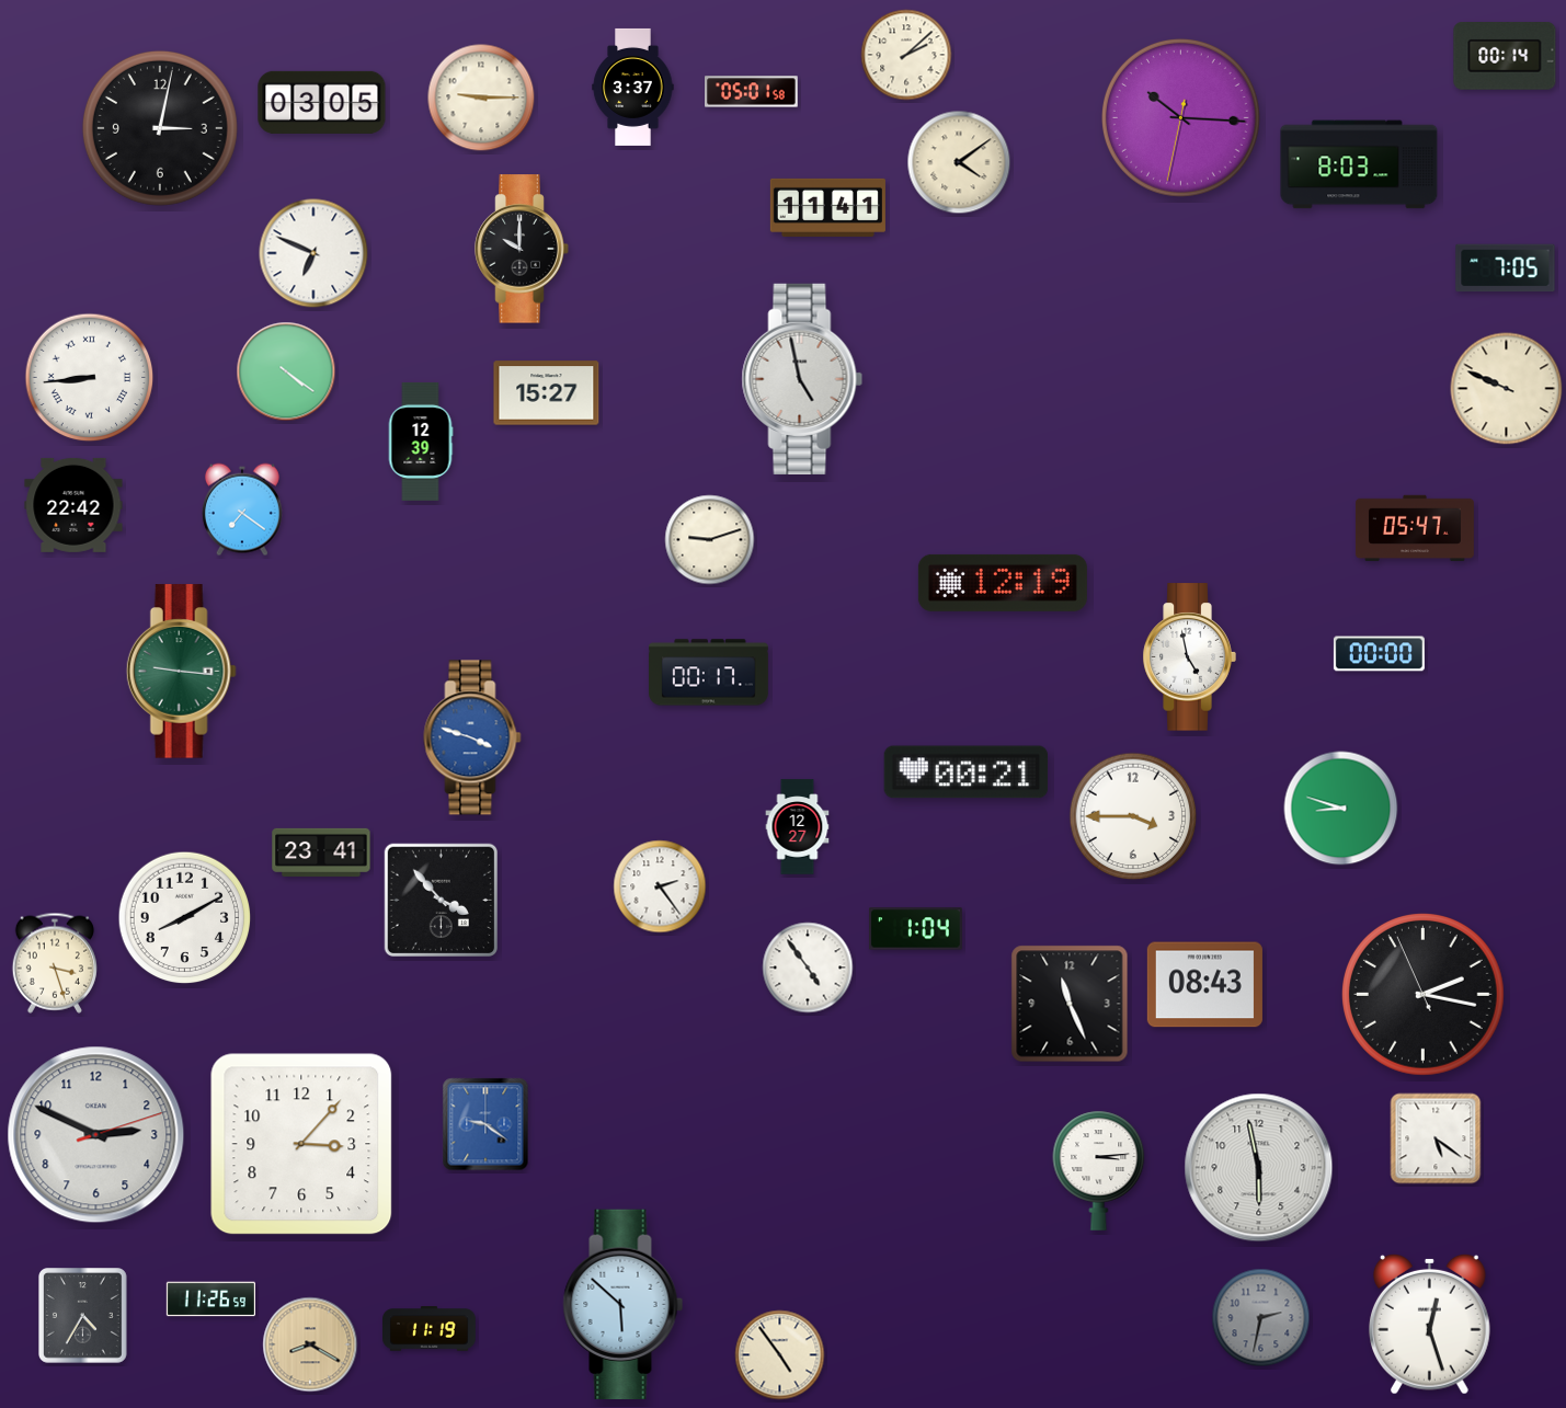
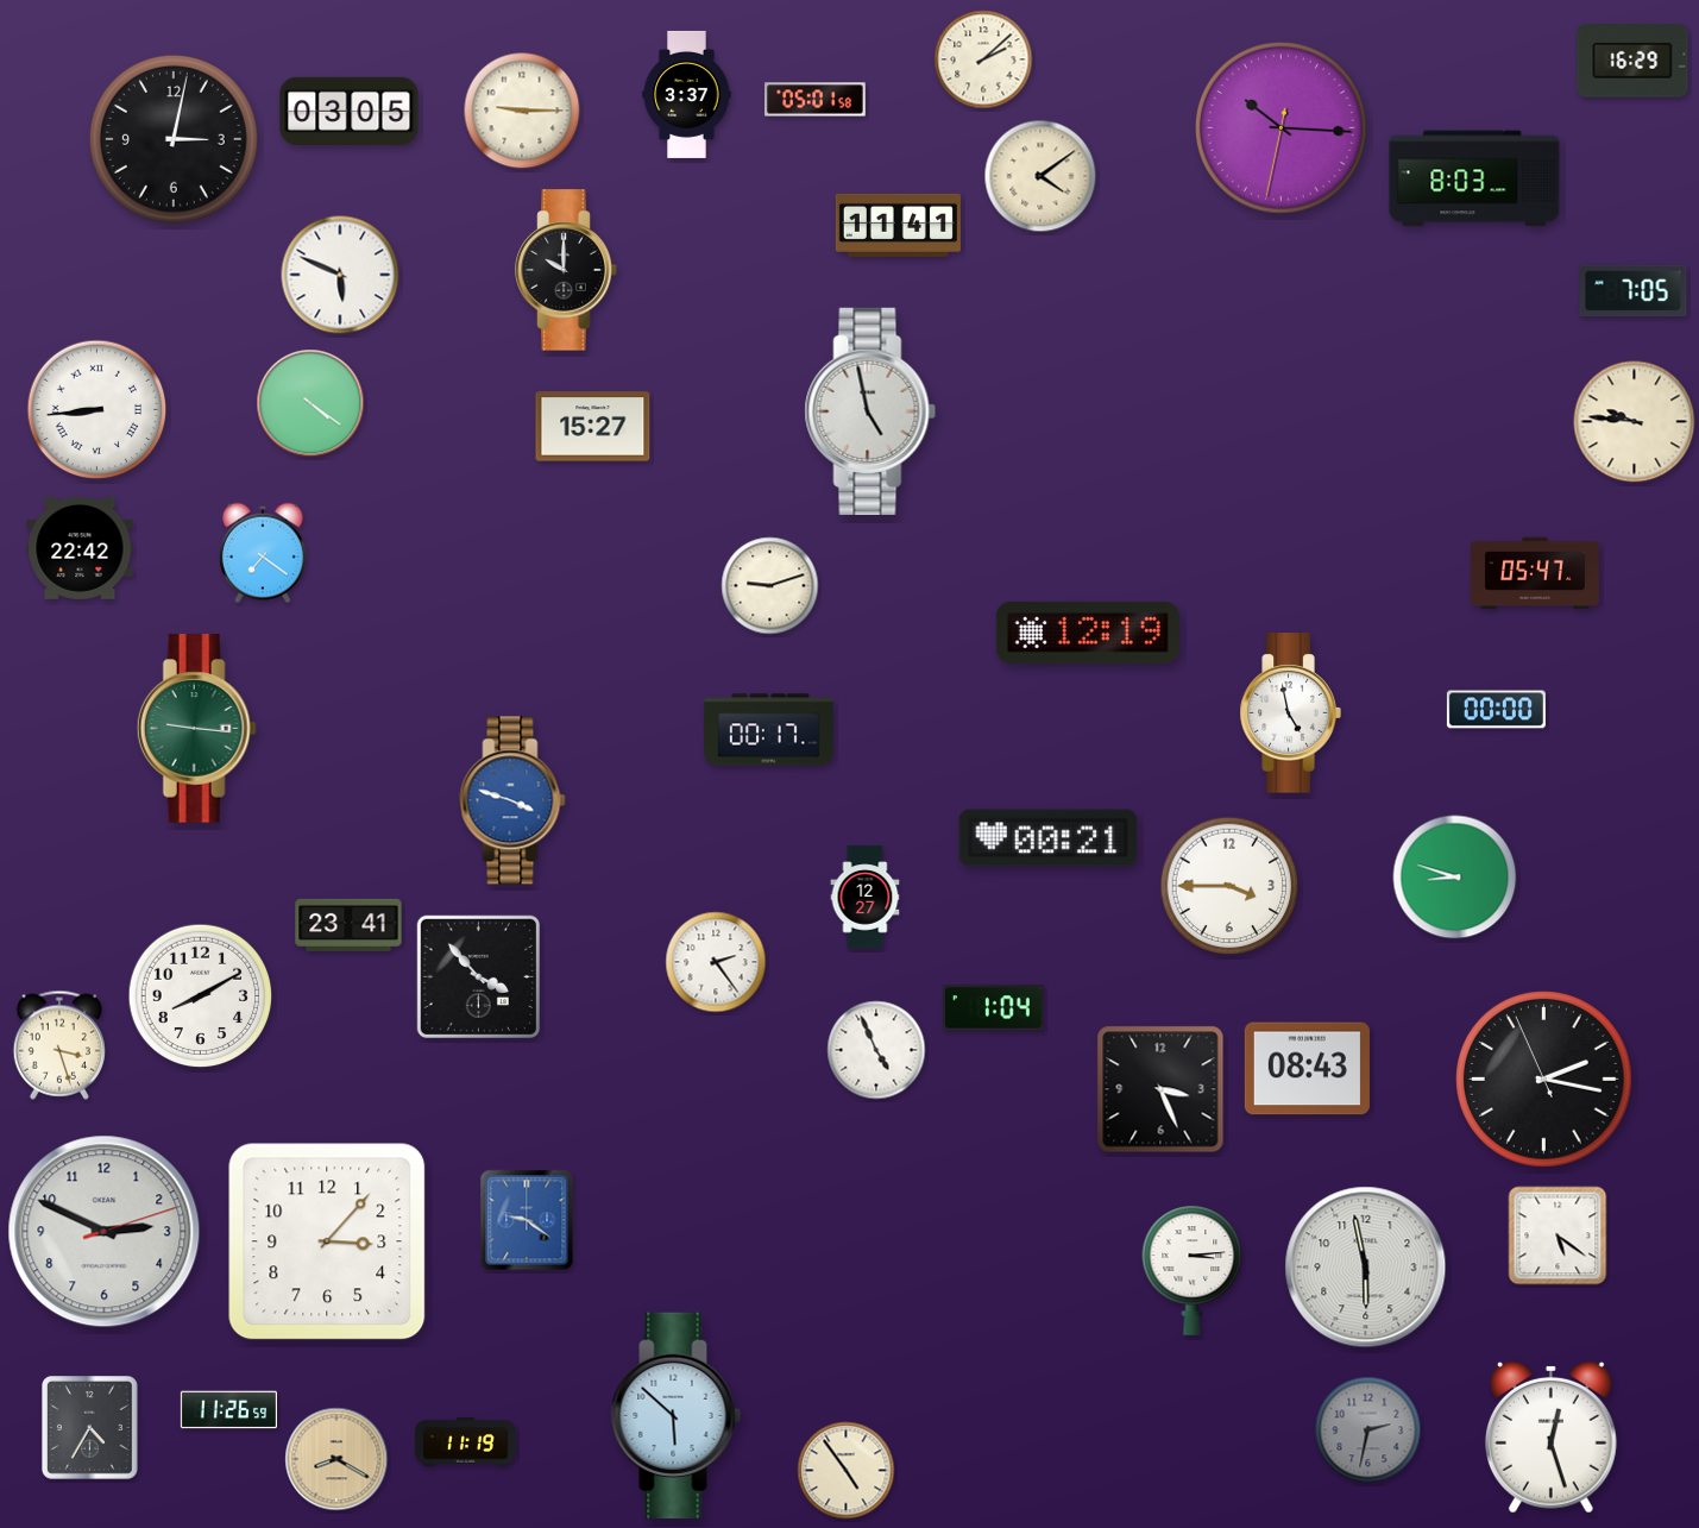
clock at (1505, 57): 00:14 -> 16:29
clock at (481, 98) position: (481, 98) -> (522, 111)
clock at (313, 253): 6:49 -> 5:49
clock at (1507, 389): 9:49 -> 9:46
clock at (421, 442): 12:39 -> none
clock at (808, 968): 4:54 -> 4:56
clock at (1070, 1004): 11:26 -> 3:26
